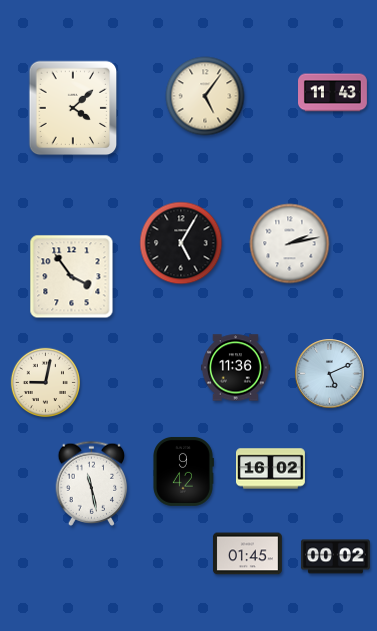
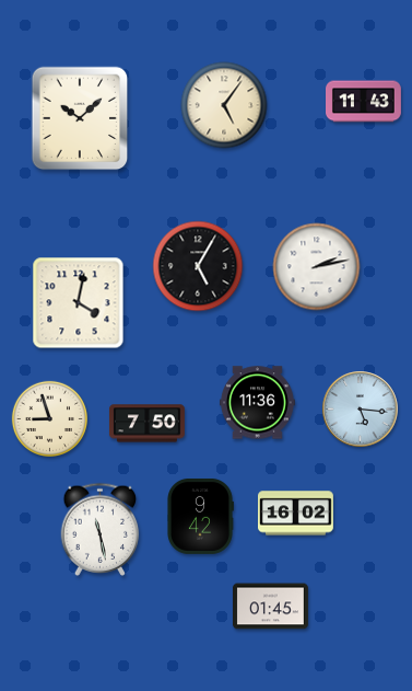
clock at (73, 108): 4:08 -> 10:08
clock at (72, 277): 3:54 -> 4:02
clock at (330, 374): 5:11 -> 5:16
clock at (46, 383): 9:02 -> 8:57
clock at (148, 424): none -> 7:50
clock at (335, 557): 00:02 -> none
